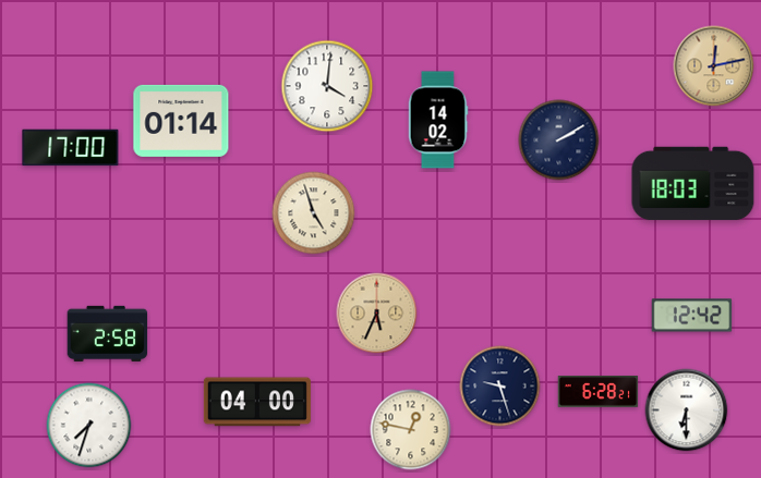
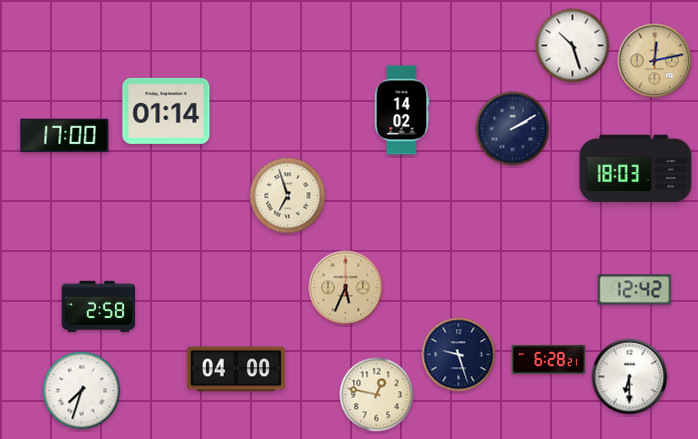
clock at (573, 46): none -> 10:27
clock at (327, 86): 4:01 -> none
clock at (314, 213): 4:57 -> 6:57
